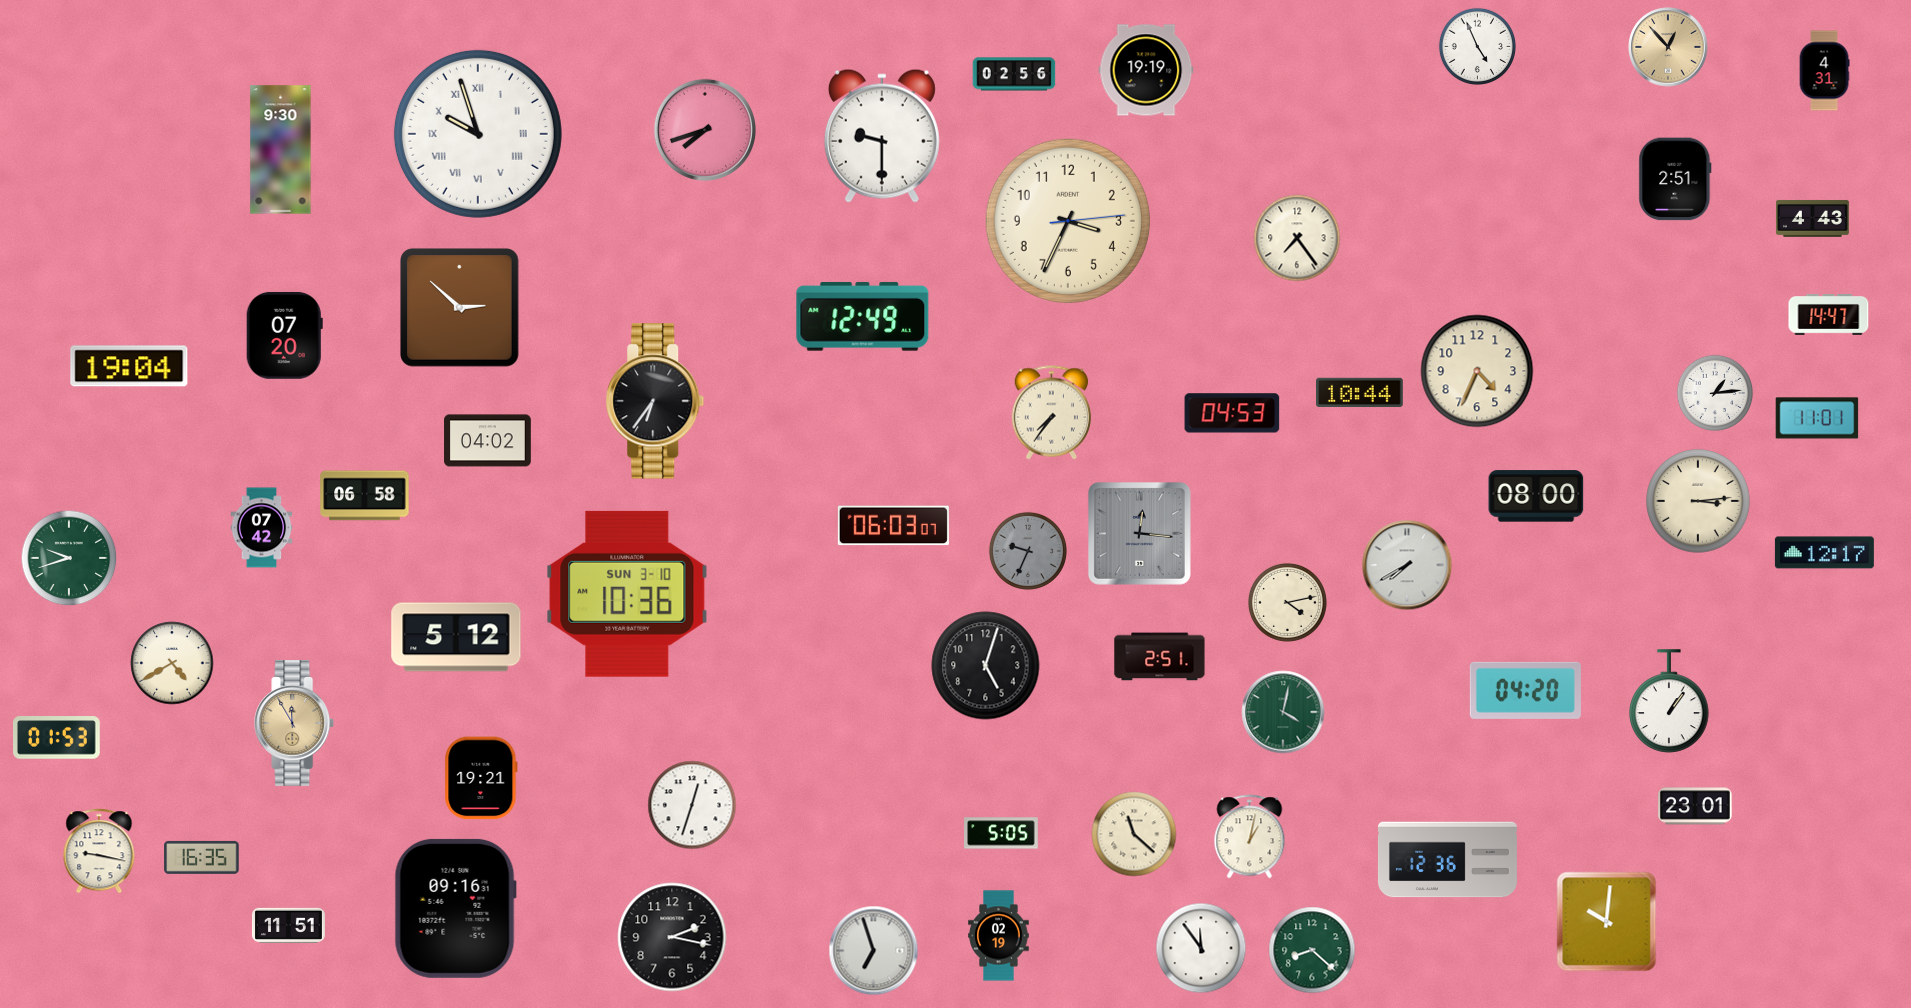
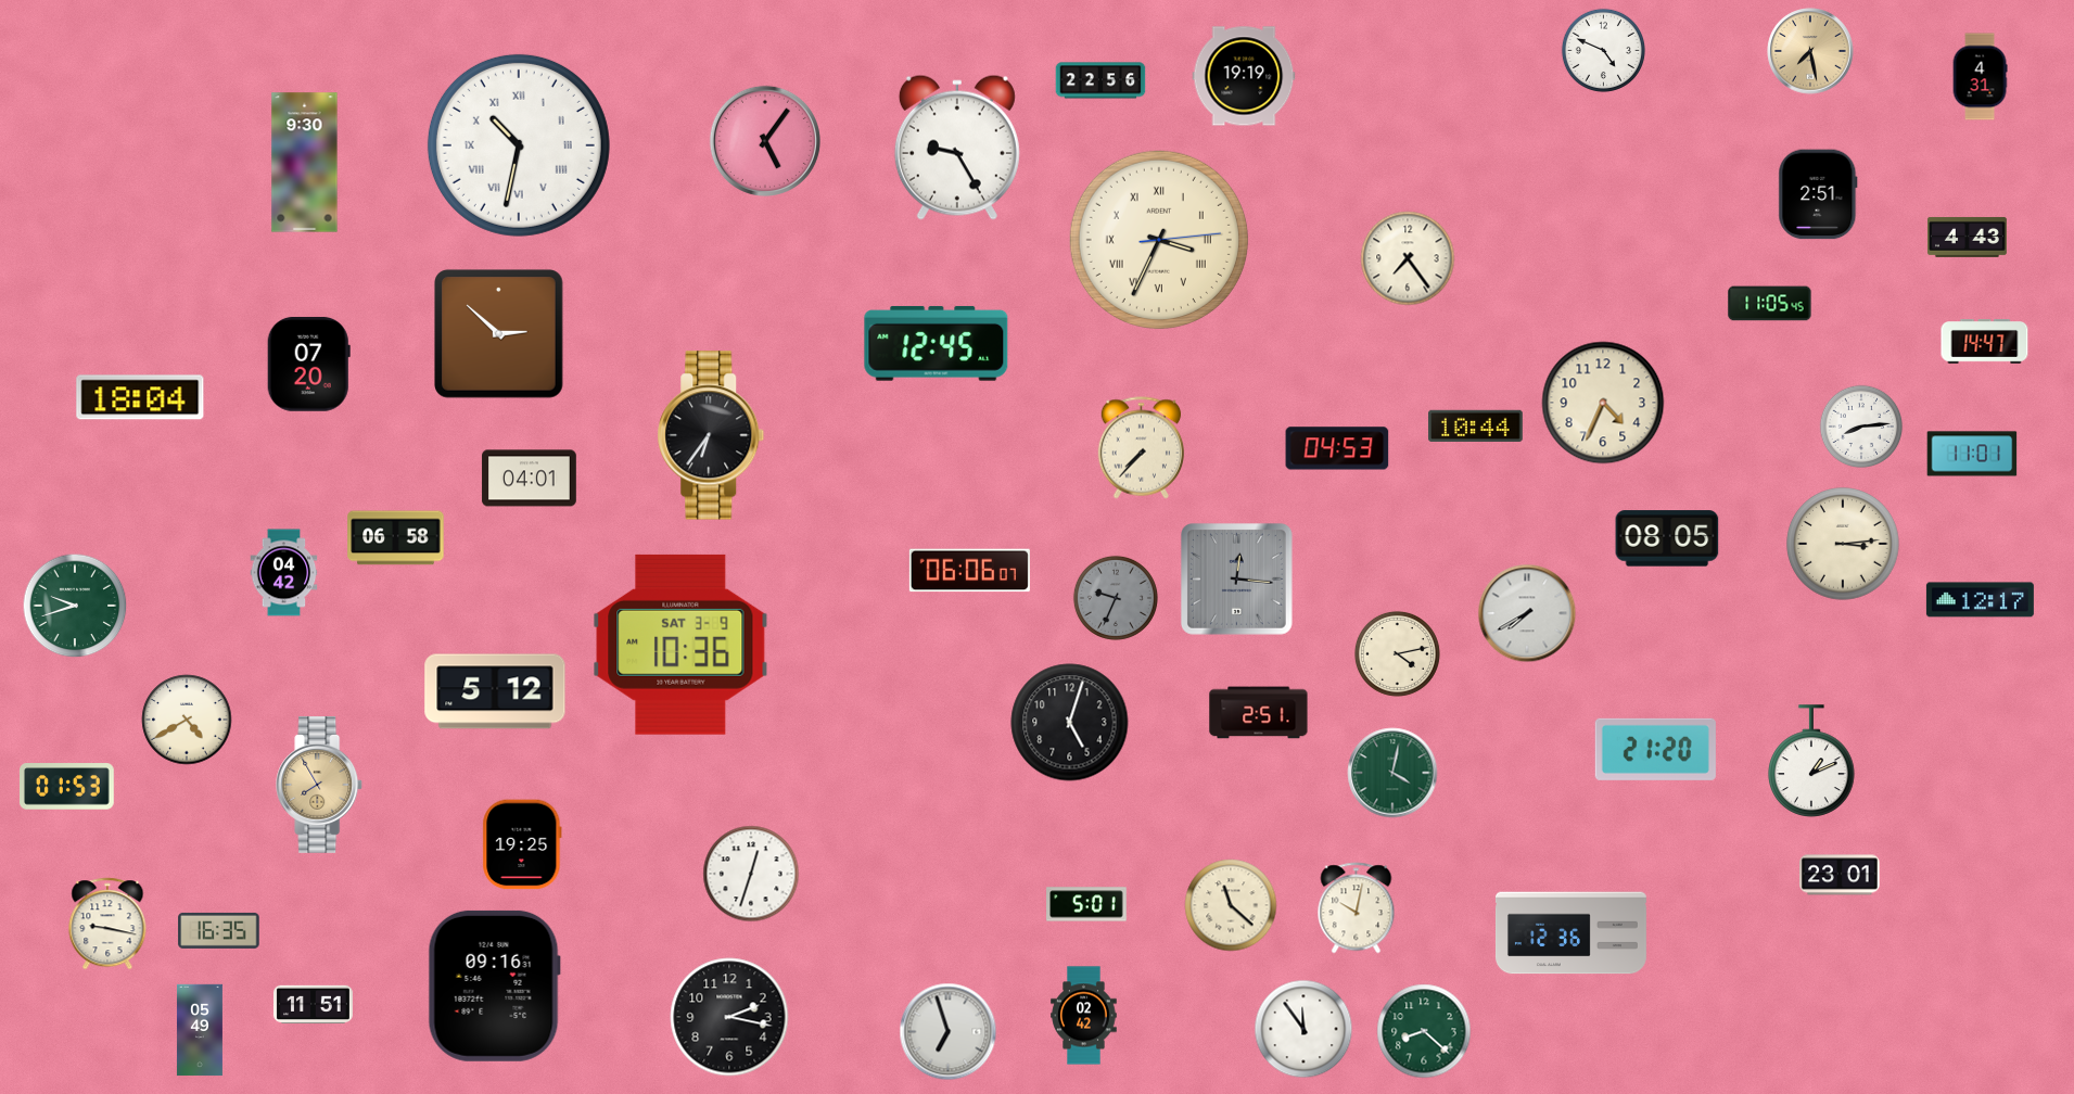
clock at (1477, 46): 4:56 -> 4:49
clock at (1668, 47): 12:53 -> 7:28
clock at (1014, 74): 02:56 -> 22:56
clock at (705, 130): 7:42 -> 5:06
clock at (478, 134): 9:57 -> 10:32
clock at (882, 136): 9:30 -> 9:25
clock at (1068, 221) numerals: Arabic -> Roman
clock at (1770, 304): none -> 11:05
clock at (863, 316): 12:49 -> 12:45
clock at (129, 366): 19:04 -> 18:04
clock at (1715, 393): 1:14 -> 8:14
clock at (1051, 413): 7:36 -> 7:37
clock at (488, 441): 04:02 -> 04:01
clock at (1536, 496): 08:00 -> 08:05
clock at (893, 526): 06:03 -> 06:06
clock at (262, 528): 07:42 -> 04:42
clock at (627, 594) date: SUN 3-10 -> SAT 3-9
clock at (1525, 690): 04:20 -> 21:20
clock at (1670, 701): 1:06 -> 1:11
clock at (295, 723): 11:55 -> 7:55
clock at (57, 738) position: (57, 738) -> (67, 787)
clock at (481, 778): 19:21 -> 19:25
clock at (1001, 833): 5:05 -> 5:01
clock at (1250, 837): 1:02 -> 10:02
clock at (1607, 922): 10:01 -> none
clock at (999, 936): 02:19 -> 02:42
clock at (200, 1030): none -> 05:49
